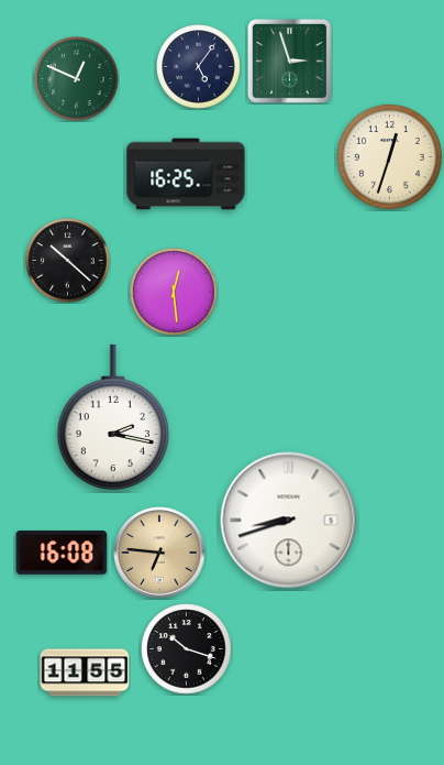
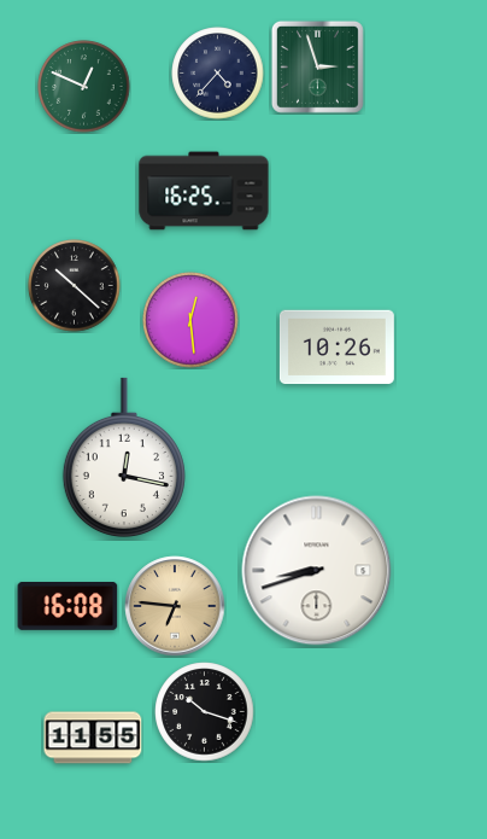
clock at (199, 67): 5:06 -> 4:37
clock at (389, 156): 12:33 -> none
clock at (336, 348): none -> 10:26
clock at (113, 417): 2:17 -> 12:17
